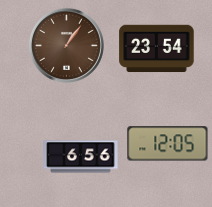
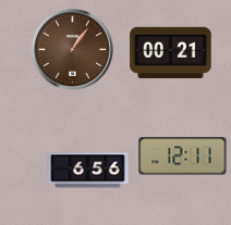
clock at (157, 49): 23:54 -> 00:21
clock at (168, 144): 12:05 -> 12:11
